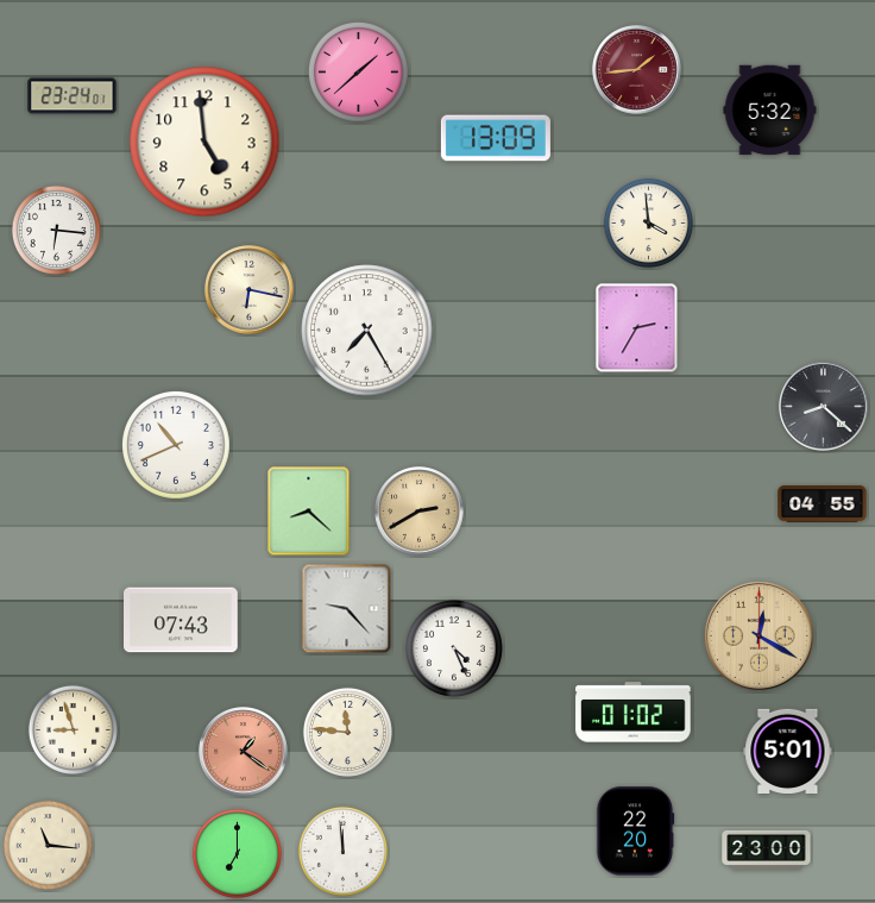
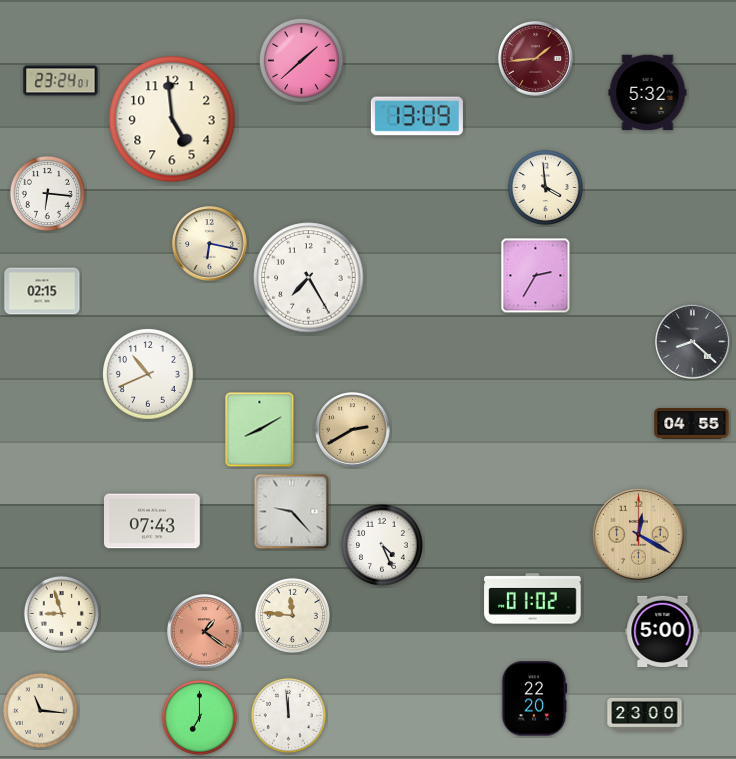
clock at (42, 291): none -> 02:15
clock at (309, 512): 8:22 -> 8:10
clock at (788, 751): 5:01 -> 5:00
